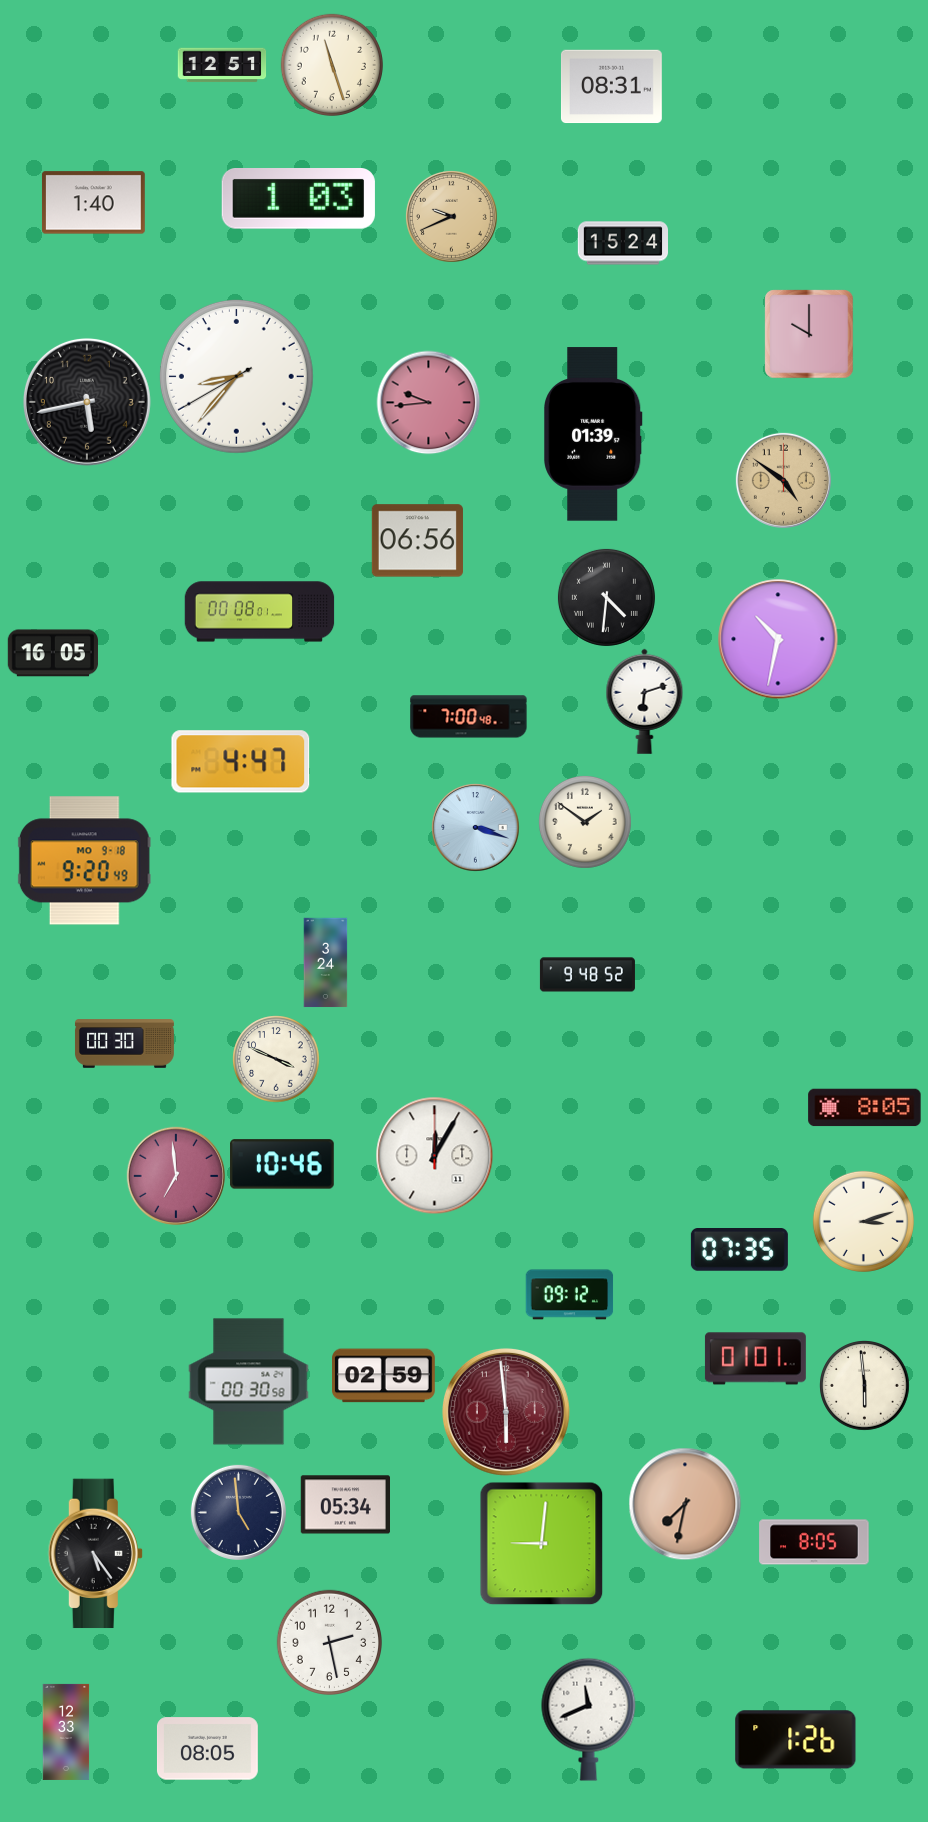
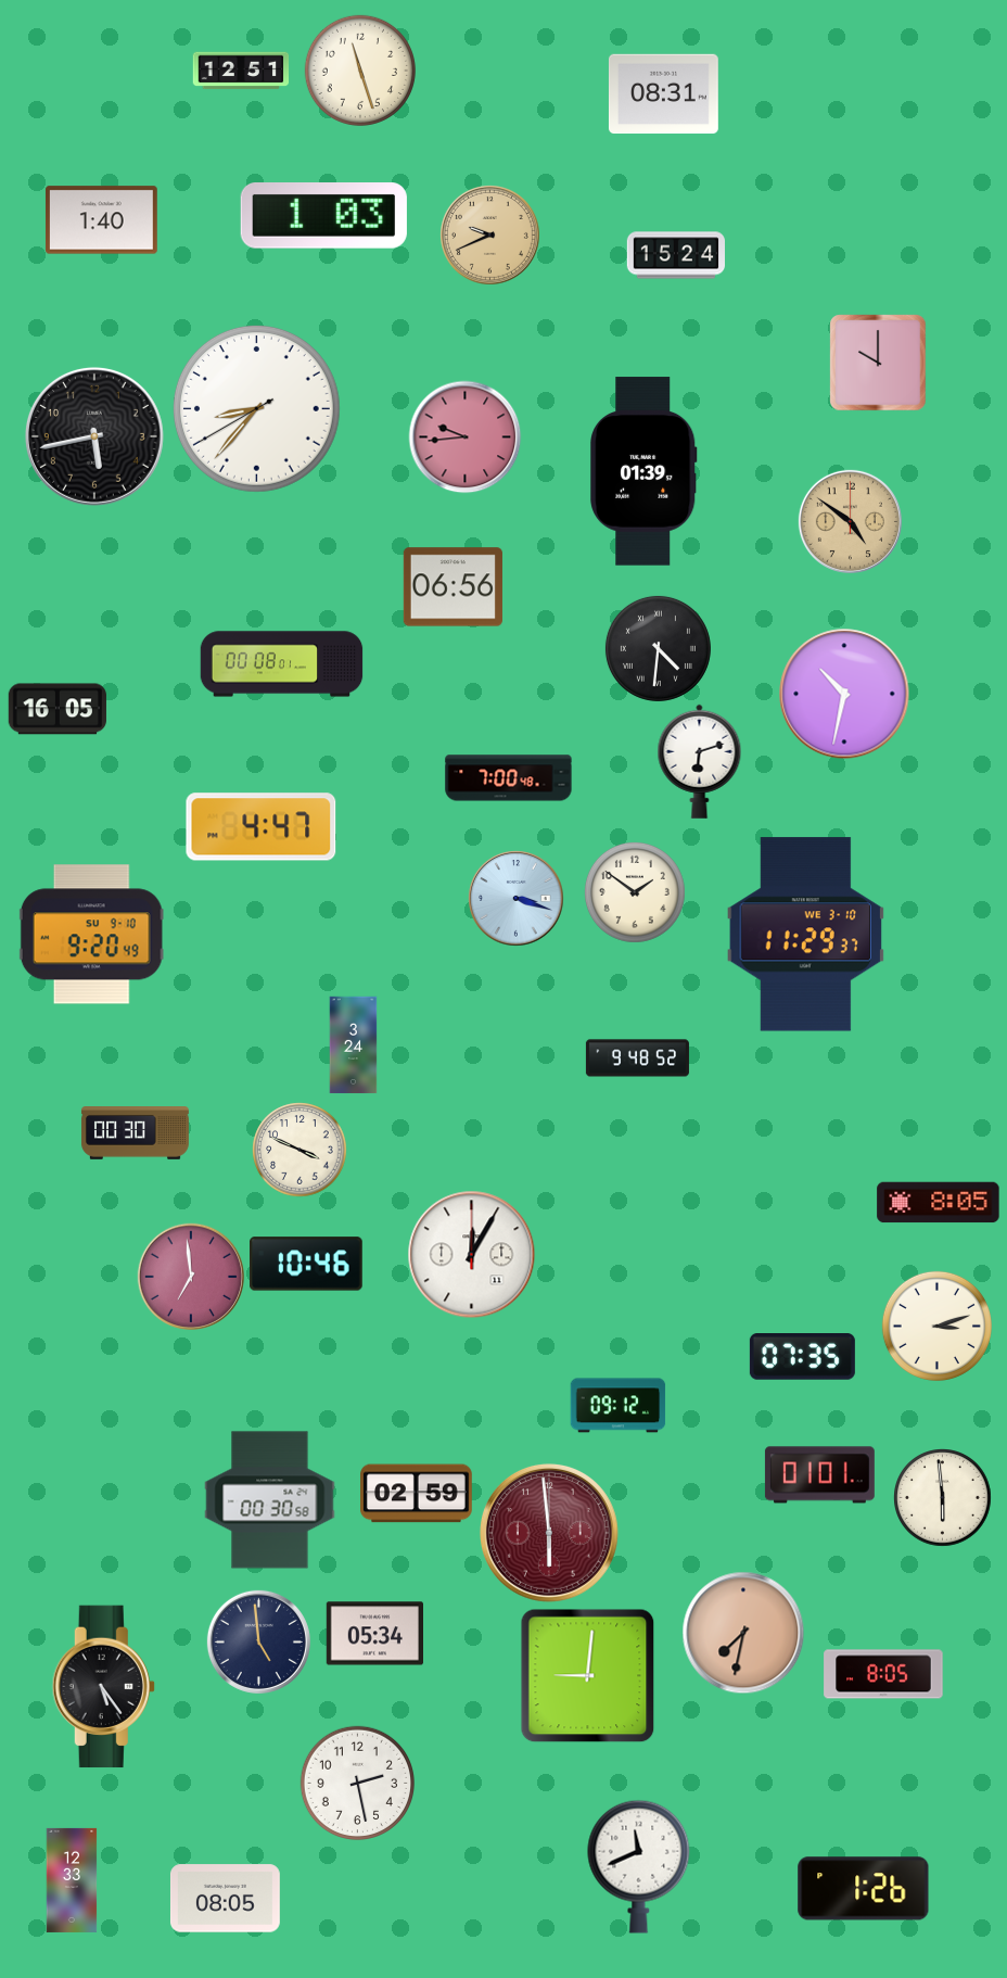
clock at (622, 243) position: (622, 243) -> (675, 255)
clock at (84, 861) date: MO 9-18 -> SU 9-10
clock at (805, 935): none -> 11:29
clock at (864, 1385) position: (864, 1385) -> (942, 1497)
